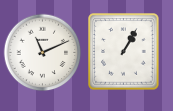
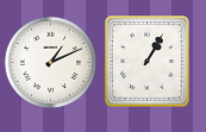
clock at (42, 52): 11:11 -> 1:11
